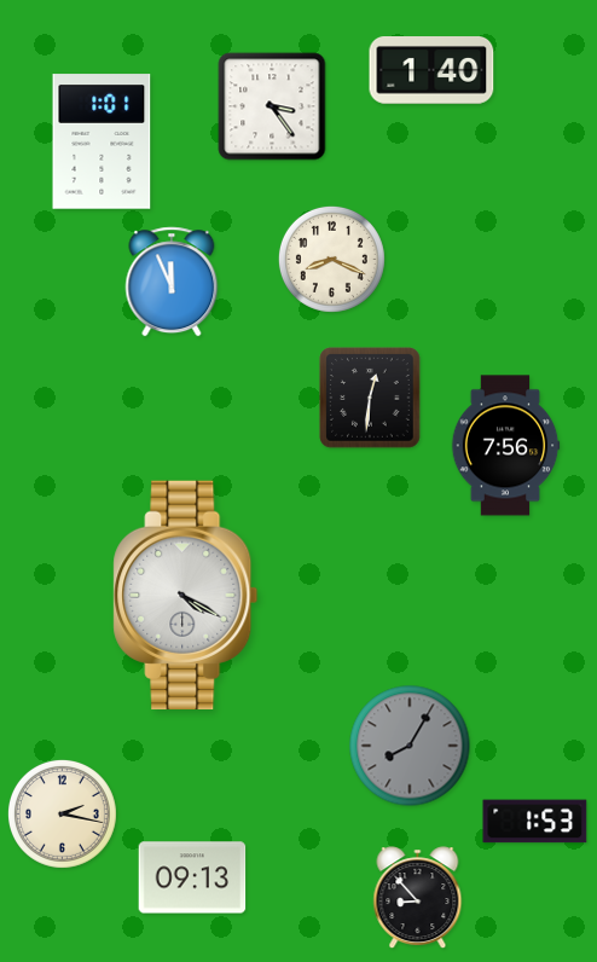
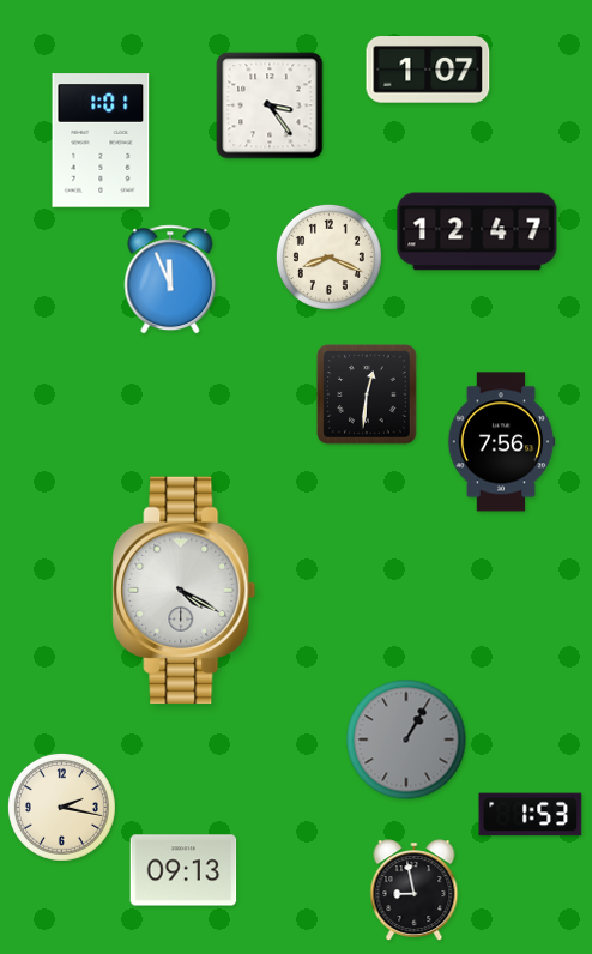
clock at (431, 71): 1:40 -> 1:07
clock at (477, 231): none -> 12:47
clock at (410, 746): 8:05 -> 1:05
clock at (192, 877) position: (192, 877) -> (183, 870)
clock at (418, 898): 8:53 -> 8:58
